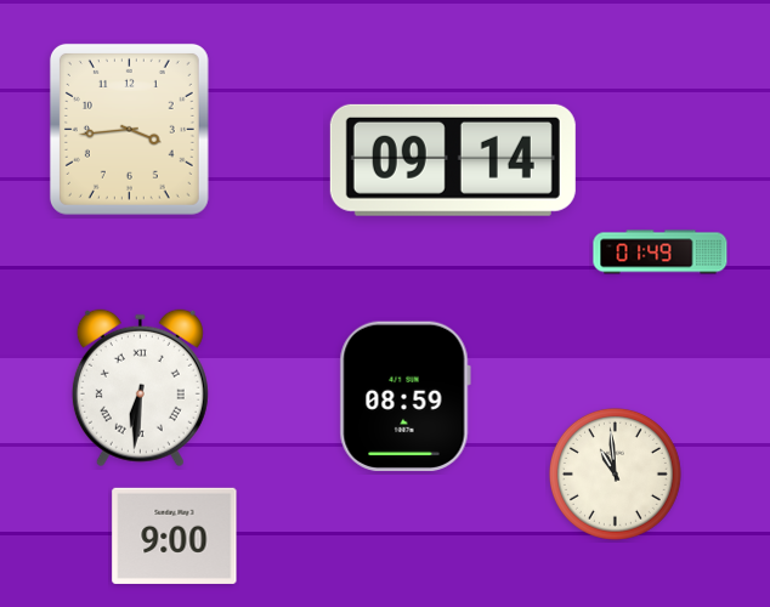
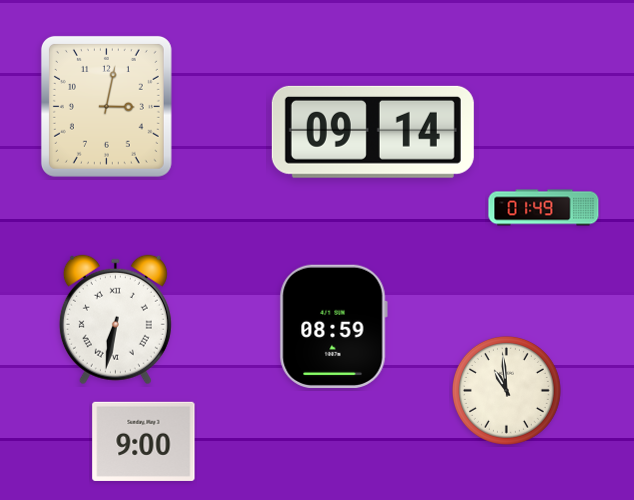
clock at (129, 129): 3:44 -> 3:02
clock at (140, 388): 6:31 -> 6:32
